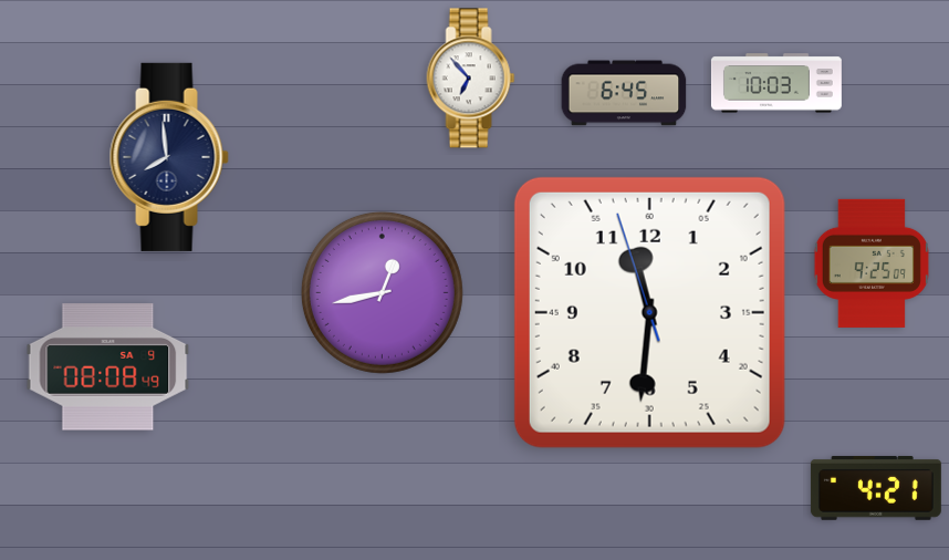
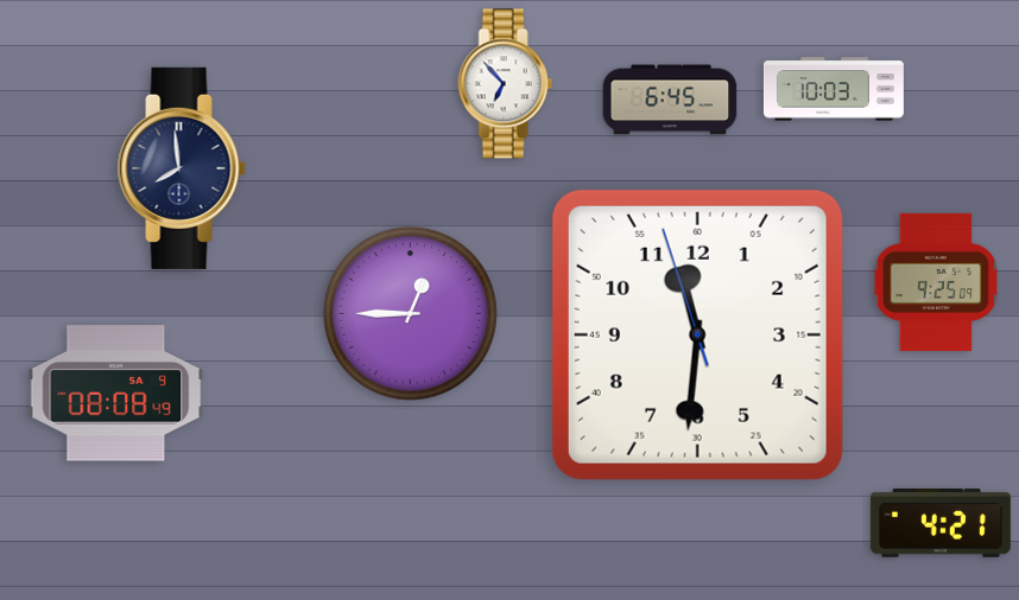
clock at (382, 292): 12:43 -> 12:45
